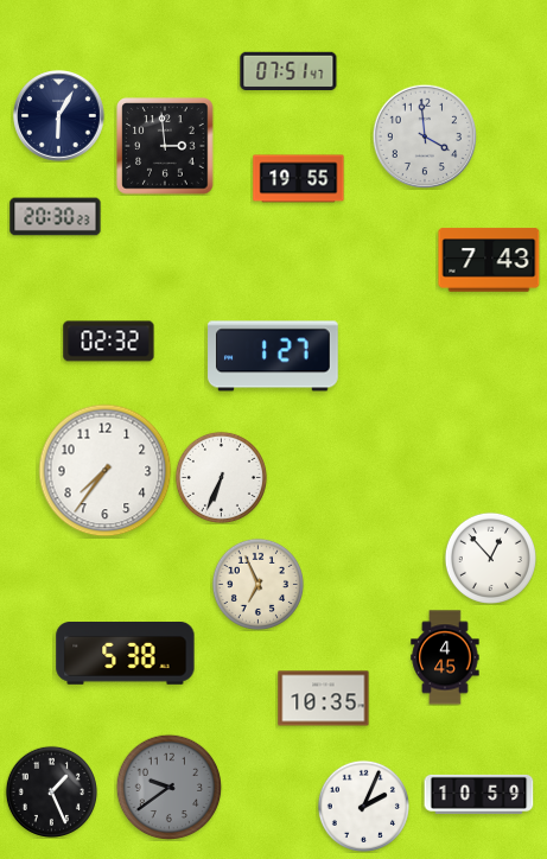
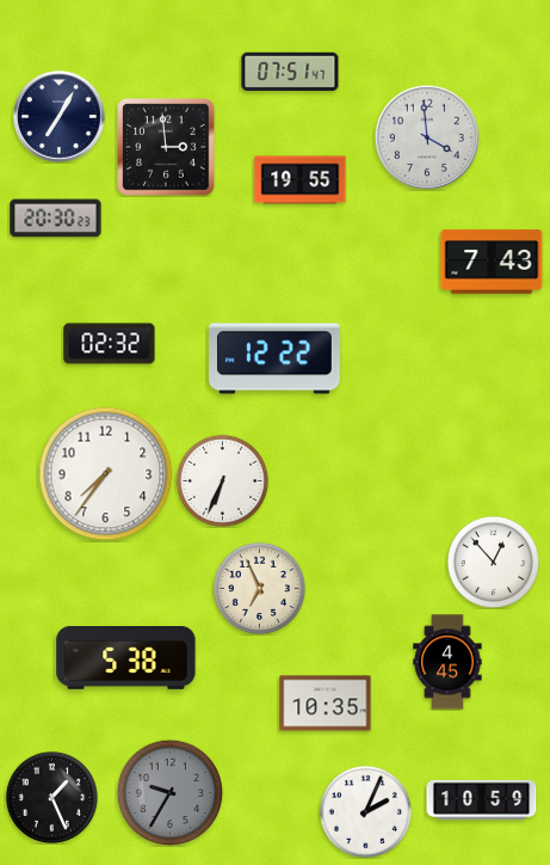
clock at (59, 116): 6:05 -> 7:05
clock at (273, 356): 1:27 -> 12:22
clock at (168, 787): 9:39 -> 9:35
